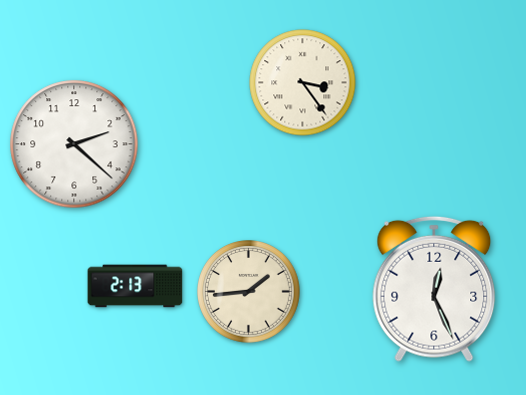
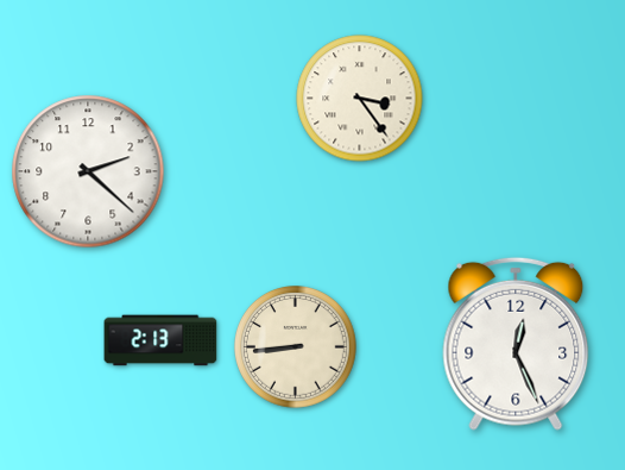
clock at (249, 292): 1:44 -> 8:44
